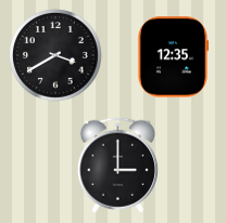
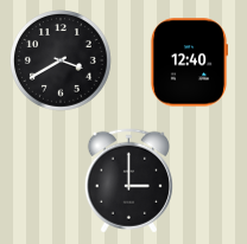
clock at (172, 57): 12:35 -> 12:40
